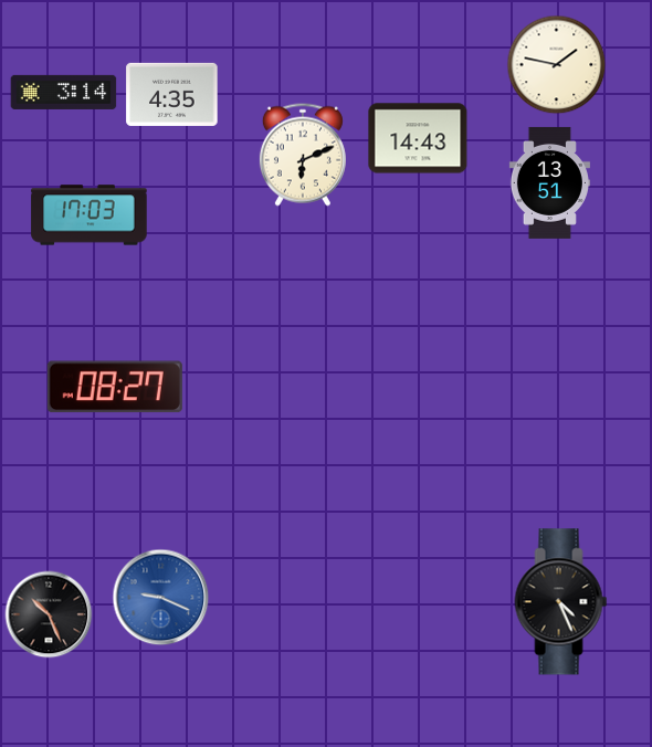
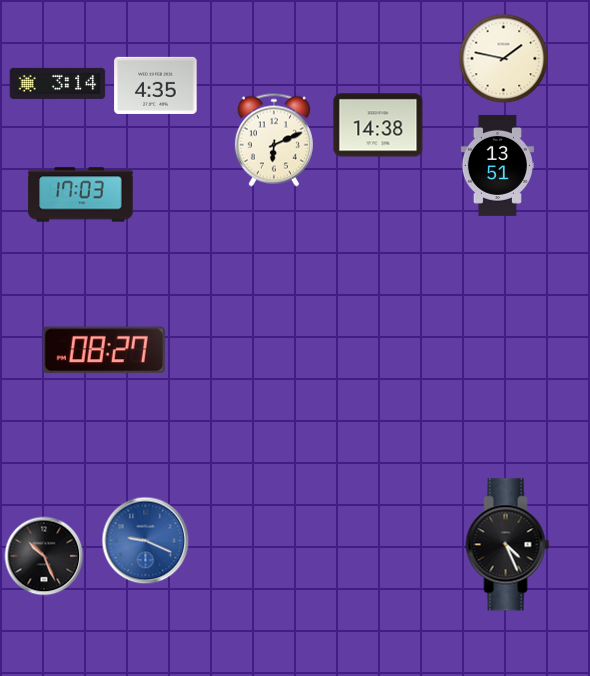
clock at (418, 138): 14:43 -> 14:38
